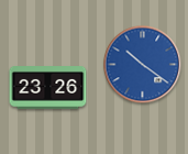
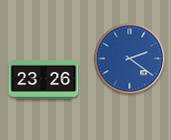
clock at (143, 65): 10:21 -> 2:21
